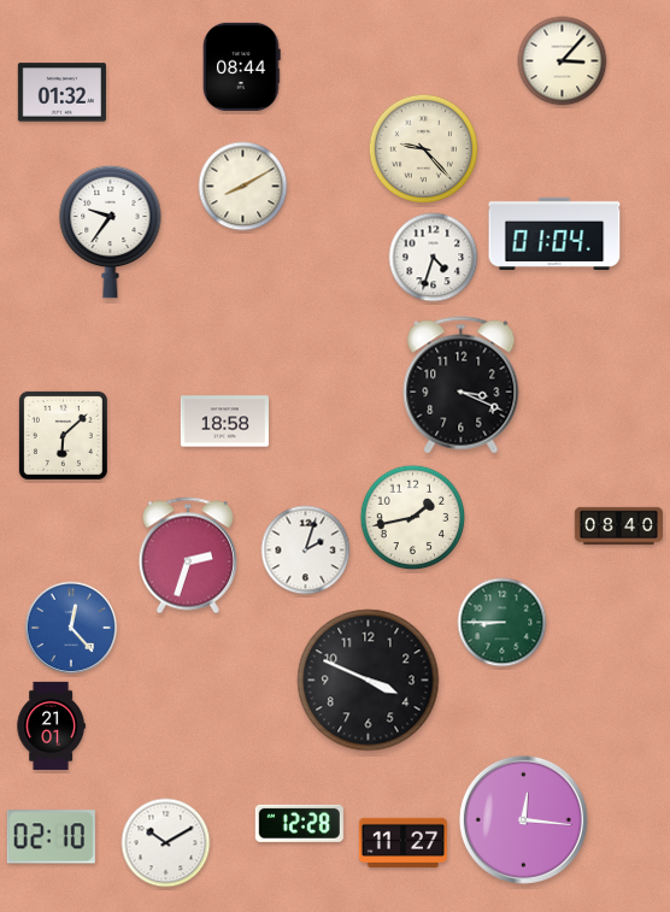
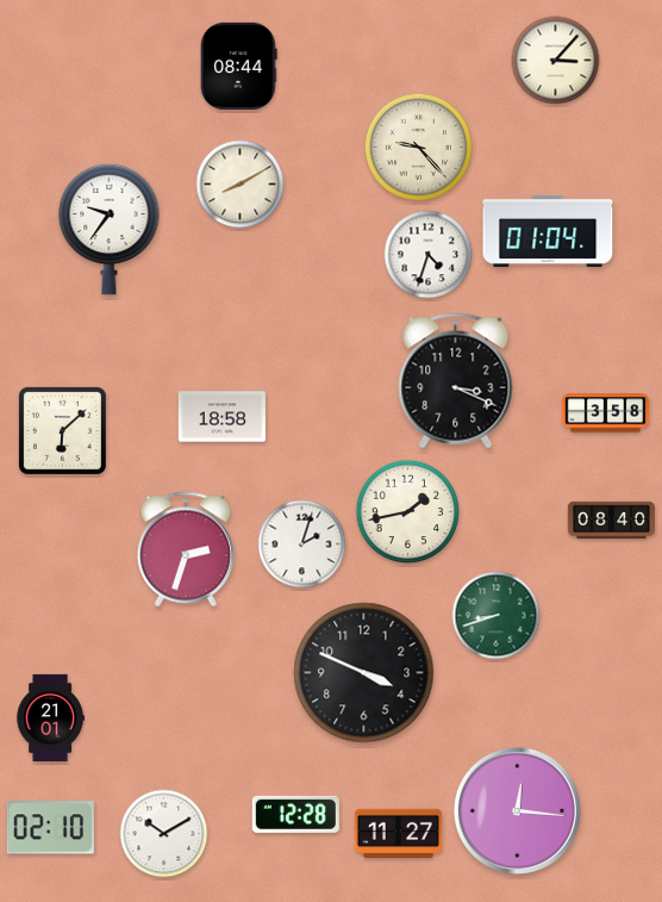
clock at (61, 93): 01:32 -> none
clock at (605, 413): none -> 3:58
clock at (502, 623): 8:45 -> 8:42
clock at (71, 628): 12:23 -> none
